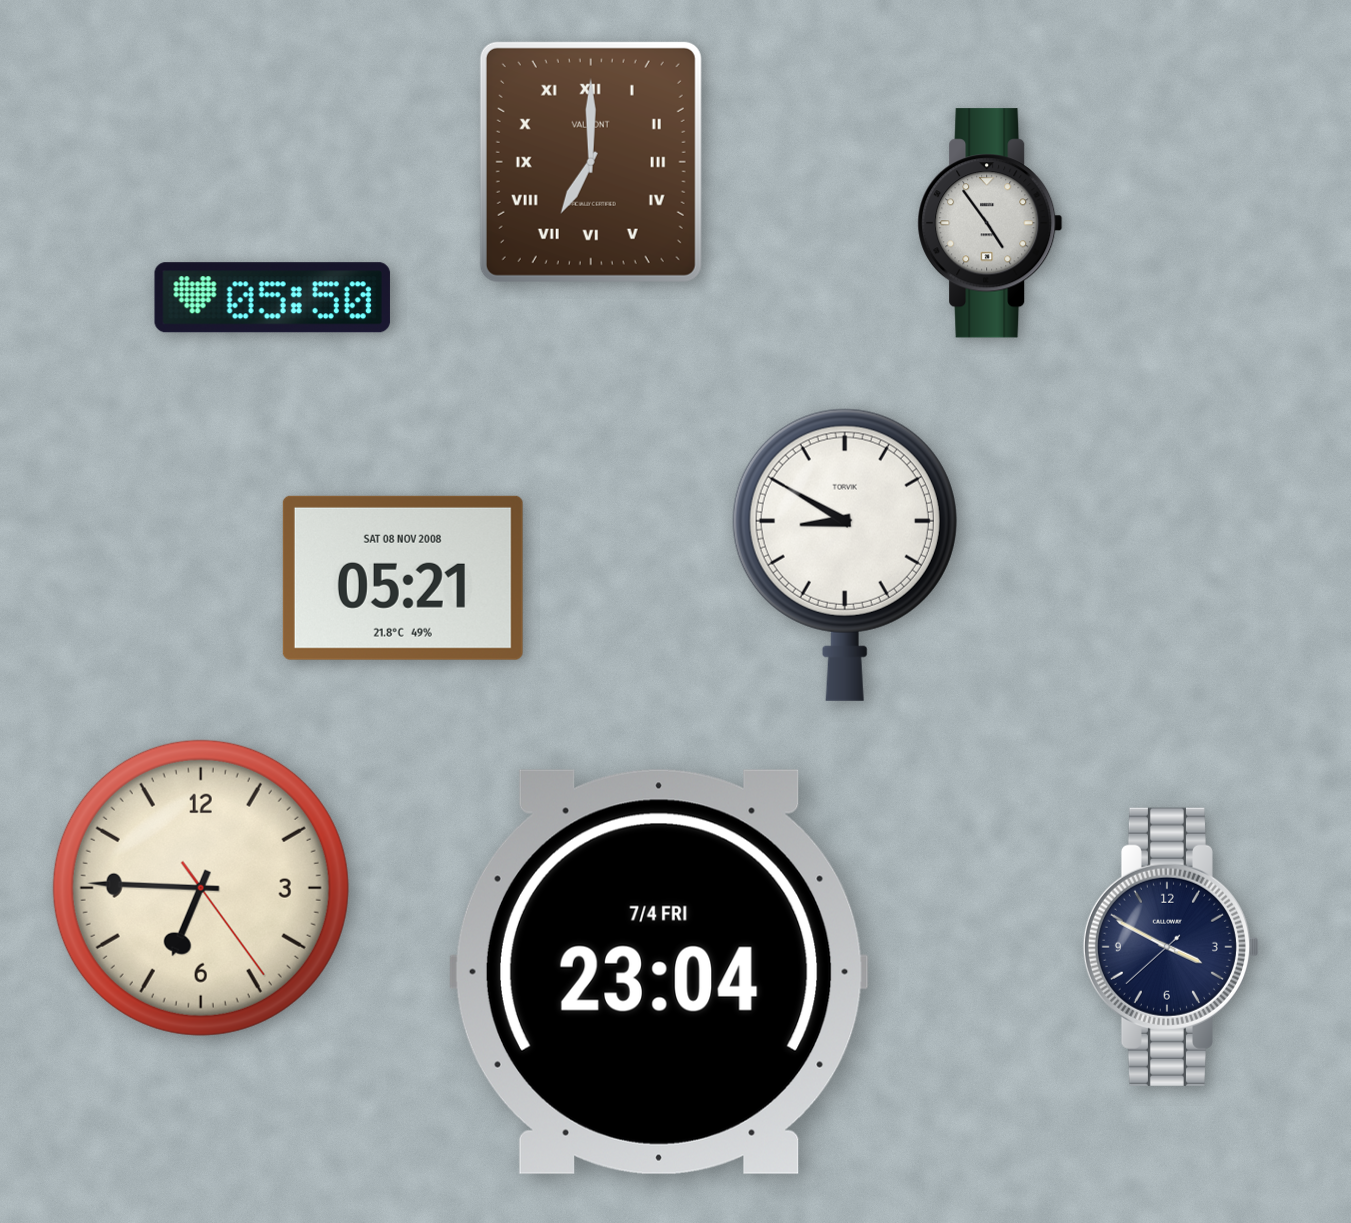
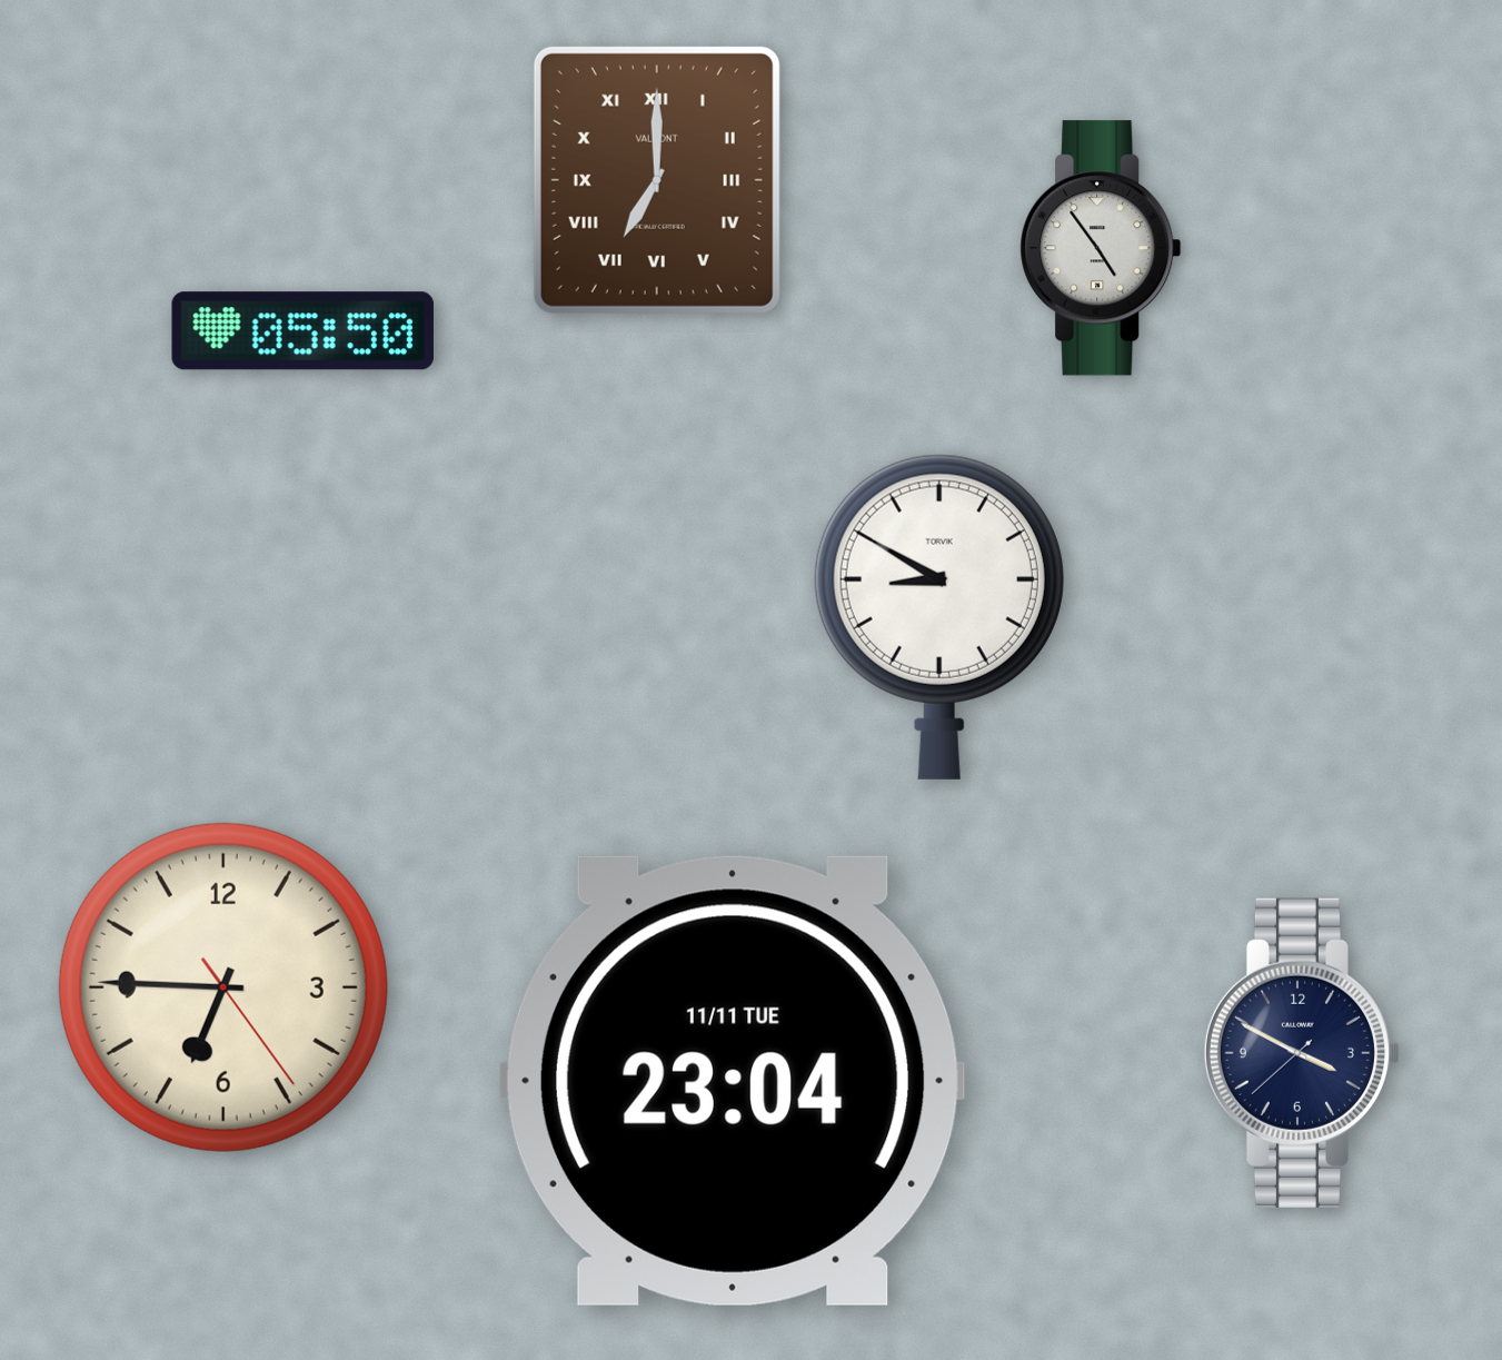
clock at (403, 578): 05:21 -> none
clock at (659, 972) date: 7/4 FRI -> 11/11 TUE
